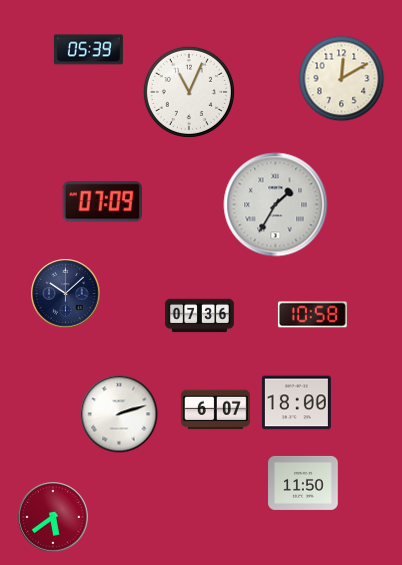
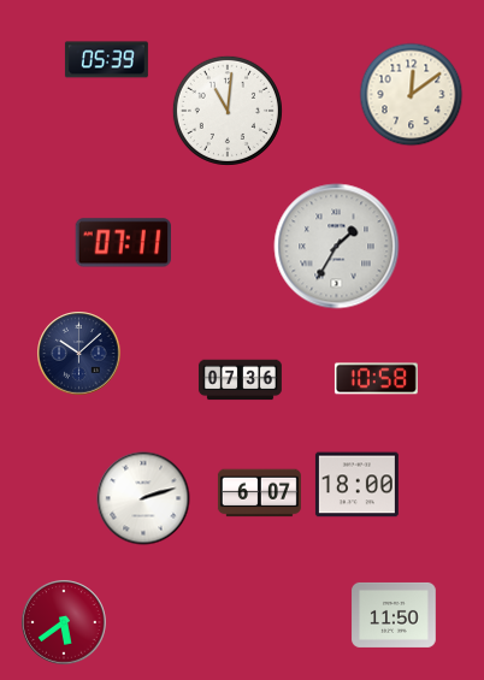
clock at (342, 79): 12:10 -> 12:09
clock at (189, 92): 11:04 -> 11:01
clock at (102, 202): 07:09 -> 07:11
clock at (276, 205) position: (276, 205) -> (337, 247)
clock at (303, 483) position: (303, 483) -> (394, 615)
